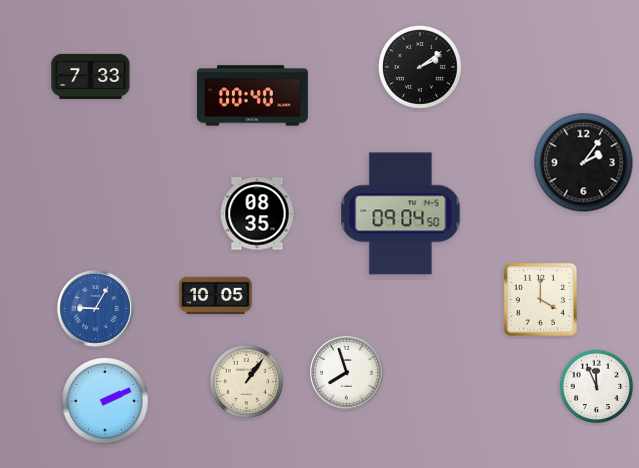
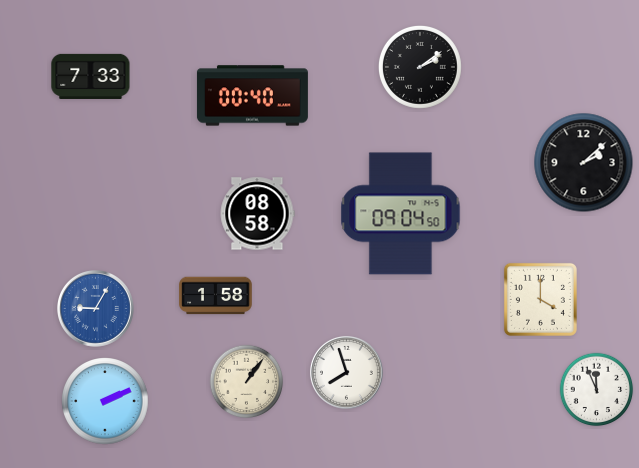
clock at (584, 163): 2:06 -> 2:08
clock at (257, 214): 08:35 -> 08:58
clock at (216, 296): 10:05 -> 1:58
clock at (597, 387) position: (597, 387) -> (597, 390)
